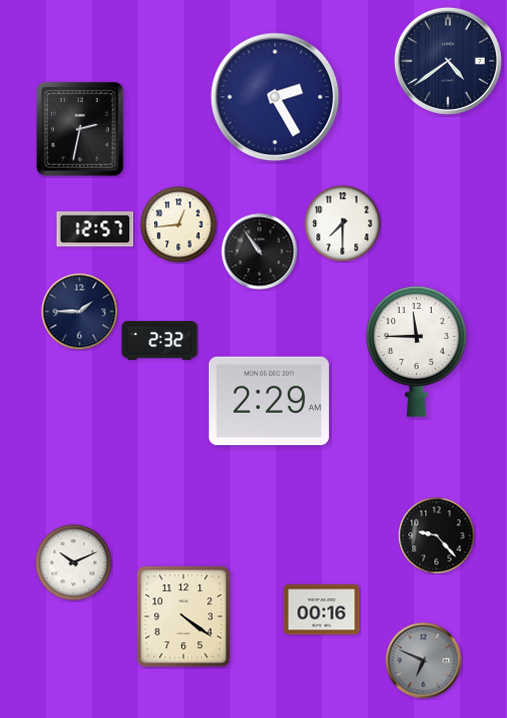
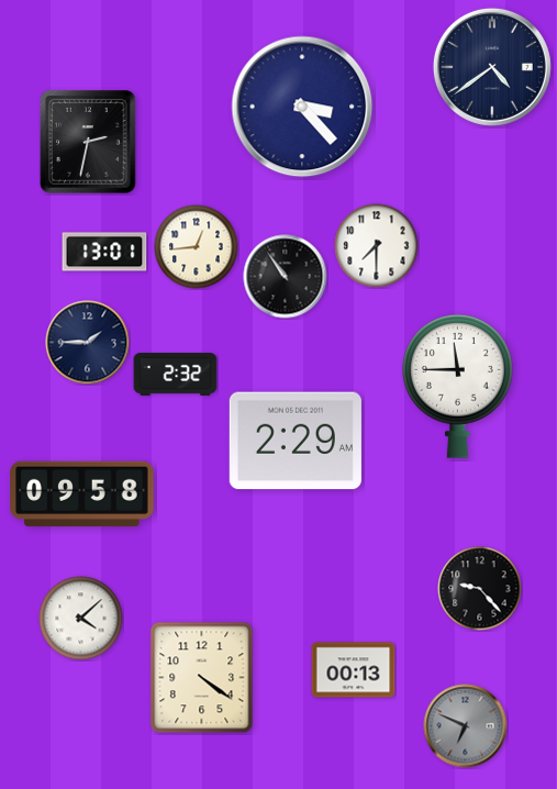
clock at (275, 97): 2:25 -> 3:23
clock at (95, 229): 12:57 -> 13:01
clock at (82, 494): none -> 09:58
clock at (74, 563): 10:11 -> 4:08
clock at (322, 610): 00:16 -> 00:13
